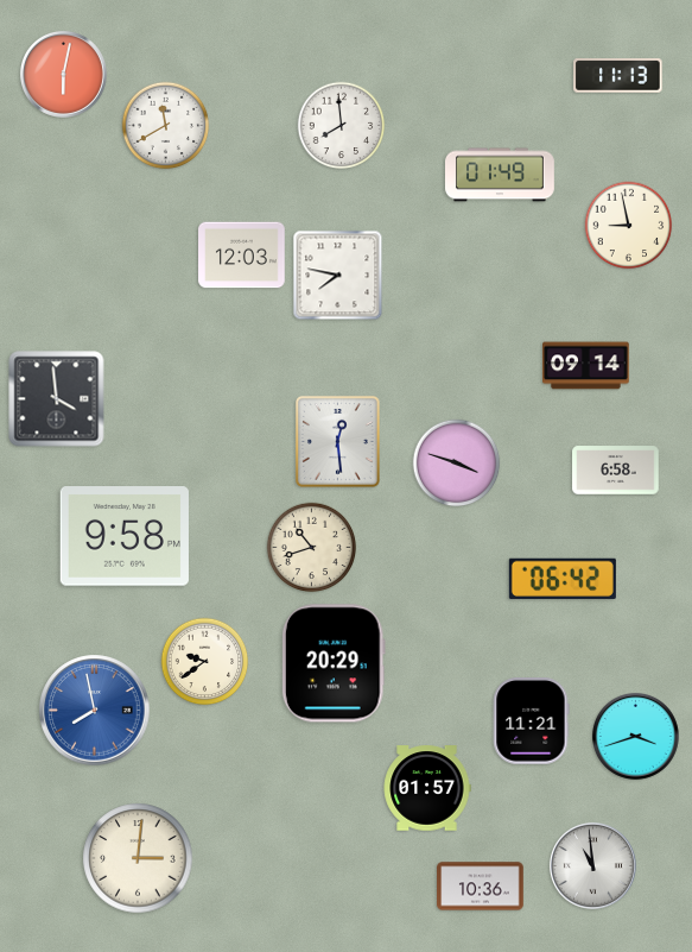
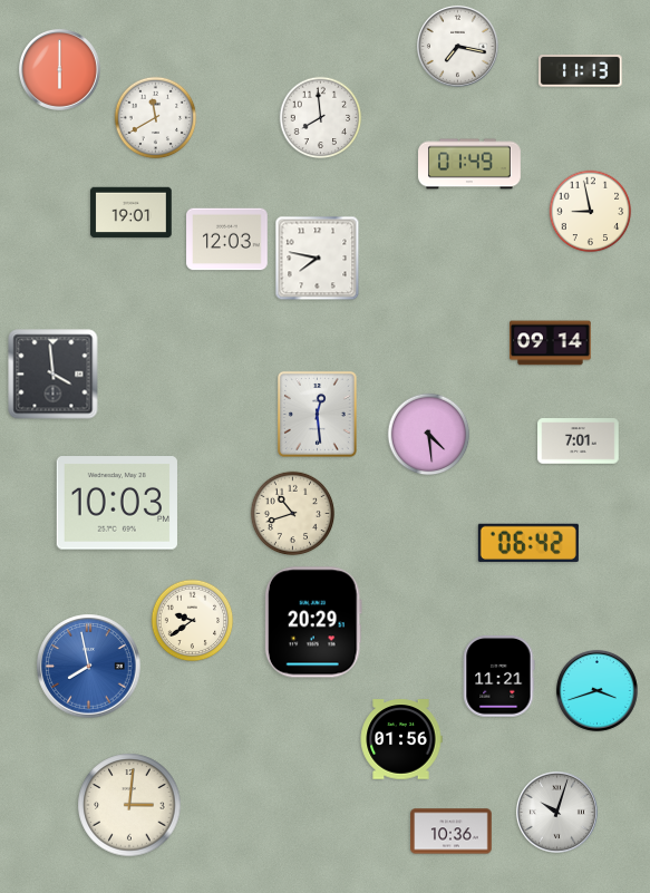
clock at (457, 46): none -> 7:17
clock at (63, 74): 6:02 -> 6:00
clock at (132, 213): none -> 19:01
clock at (457, 464): 3:48 -> 4:29
clock at (616, 471): 6:58 -> 7:01
clock at (125, 536): 9:58 -> 10:03
clock at (427, 788): 01:57 -> 01:56
clock at (592, 865): 10:59 -> 10:03
